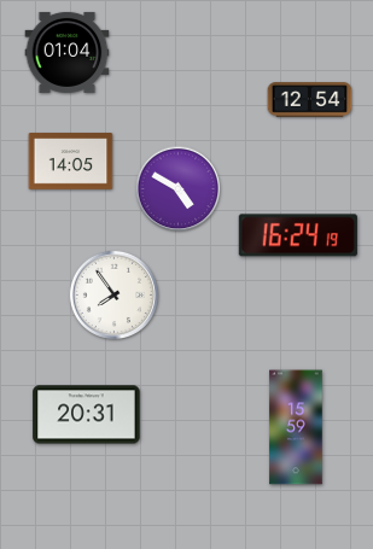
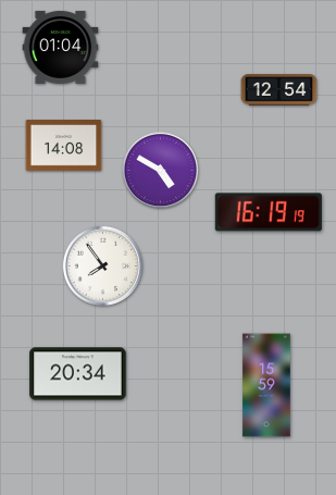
clock at (71, 162): 14:05 -> 14:08
clock at (298, 235): 16:24 -> 16:19
clock at (87, 415): 20:31 -> 20:34
